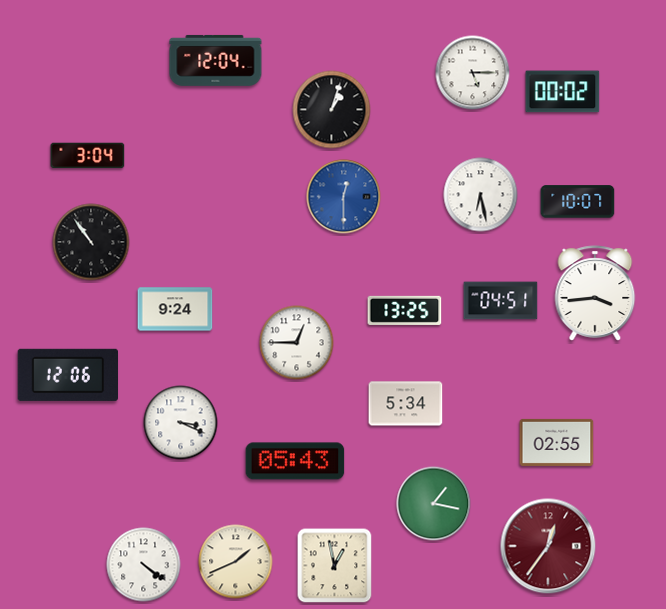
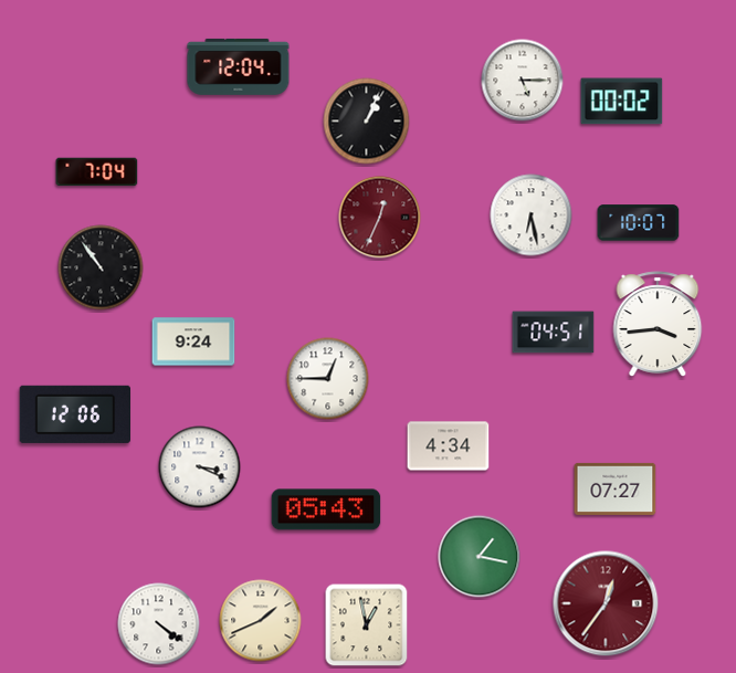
clock at (332, 110): 1:03 -> 1:04
clock at (88, 156): 3:04 -> 7:04
clock at (344, 197): 12:30 -> 12:34
clock at (344, 197) dial: blue -> burgundy
clock at (405, 310): 13:25 -> none
clock at (406, 404): 5:34 -> 4:34
clock at (557, 442): 02:55 -> 07:27
clock at (335, 566) position: (335, 566) -> (367, 625)
